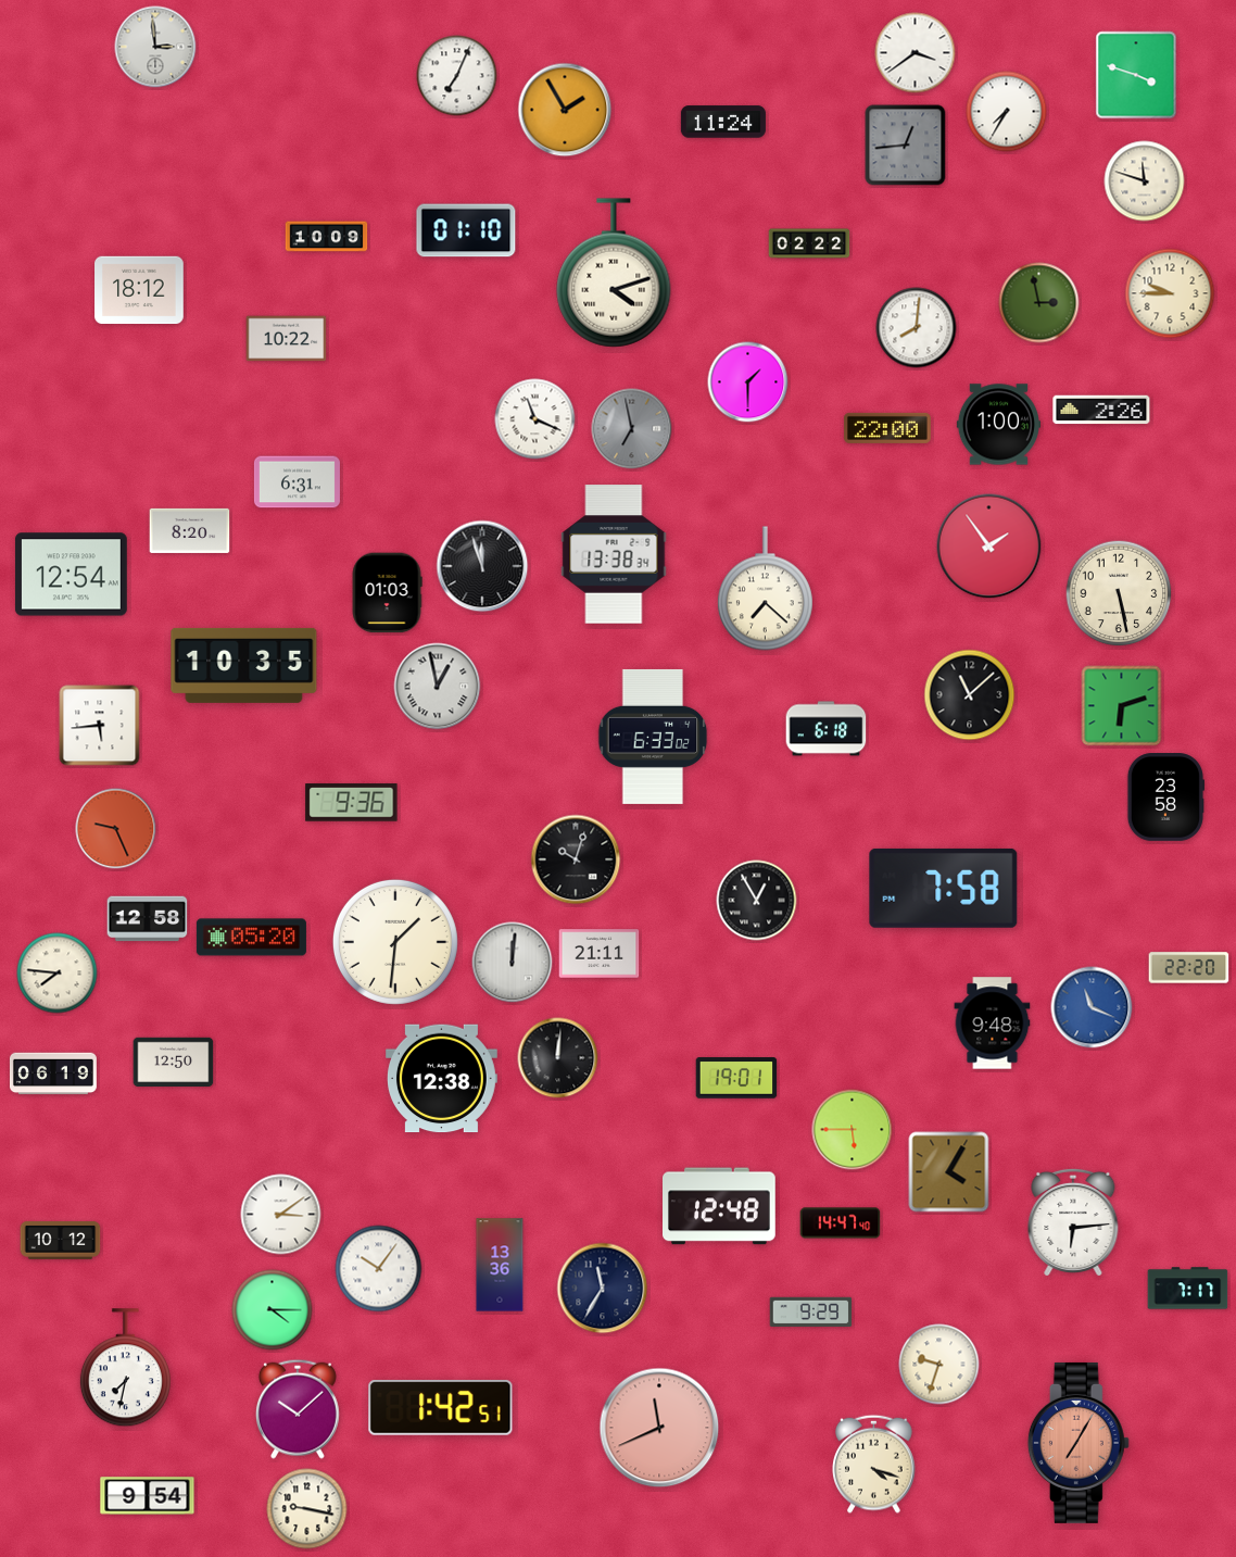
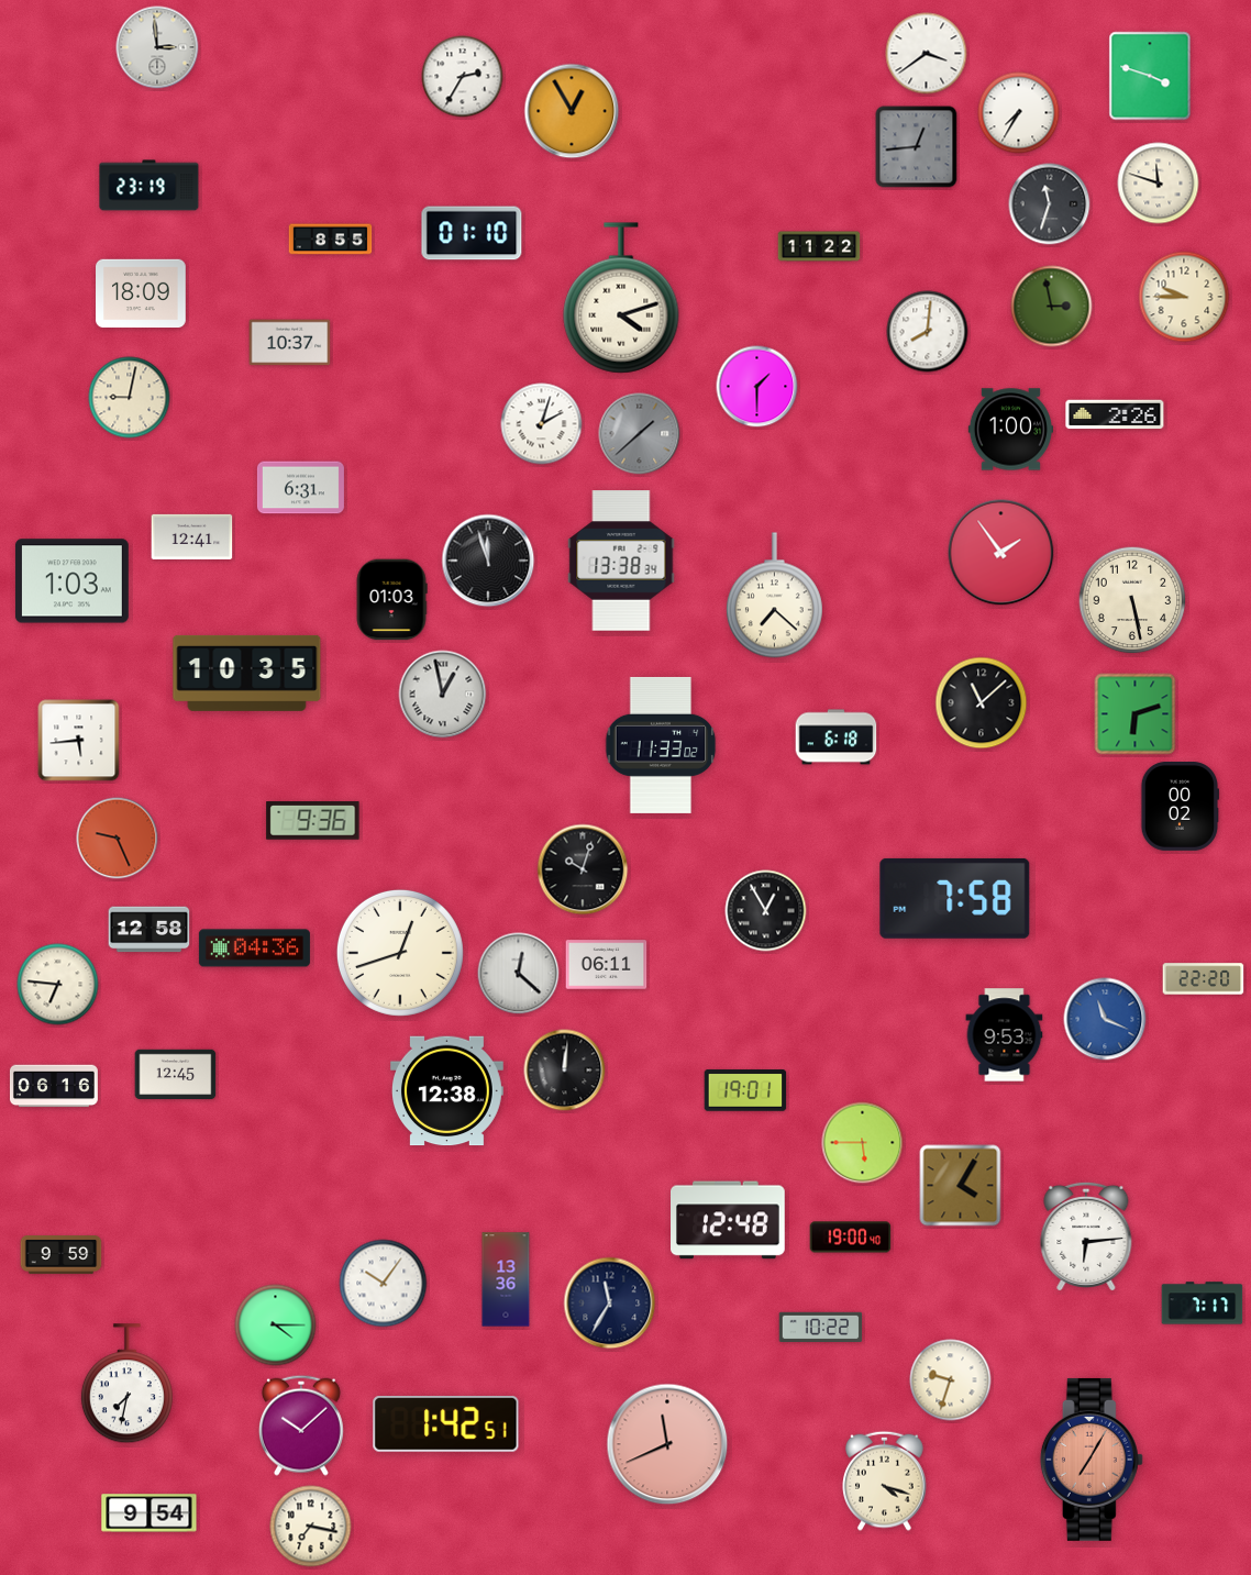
clock at (457, 76): 7:04 -> 2:35
clock at (565, 110): 1:55 -> 12:55
clock at (723, 122): 11:24 -> none
clock at (150, 186): none -> 23:19
clock at (1050, 204): none -> 11:33
clock at (327, 237): 10:09 -> 8:55
clock at (809, 243): 02:22 -> 11:22
clock at (614, 273) position: (614, 273) -> (621, 298)
clock at (139, 290): 18:12 -> 18:09
clock at (287, 339): 10:22 -> 10:37
clock at (130, 398): none -> 9:02
clock at (535, 419): 11:19 -> 2:03
clock at (887, 428): 22:00 -> none
clock at (632, 429): 6:58 -> 1:38
clock at (190, 530): 8:20 -> 12:41
clock at (482, 566) position: (482, 566) -> (488, 561)
clock at (71, 575): 12:54 -> 1:03
clock at (100, 726) position: (100, 726) -> (79, 741)
clock at (653, 737): 6:33 -> 11:33
clock at (1164, 798): 23:58 -> 00:02
clock at (352, 803) position: (352, 803) -> (313, 821)
clock at (251, 938): 05:20 -> 04:36
clock at (395, 942): 1:31 -> 12:42
clock at (600, 954): 21:11 -> 06:11
clock at (513, 963): 12:01 -> 12:22
clock at (58, 974): 7:46 -> 6:46
clock at (993, 1024): 9:48 -> 9:53
clock at (174, 1062): 12:50 -> 12:45
clock at (53, 1073): 06:19 -> 06:16
clock at (281, 1215): 3:09 -> none
clock at (841, 1223): 14:47 -> 19:00
clock at (61, 1241): 10:12 -> 9:59
clock at (811, 1313): 9:29 -> 10:22
clock at (307, 1509): 9:17 -> 7:17
